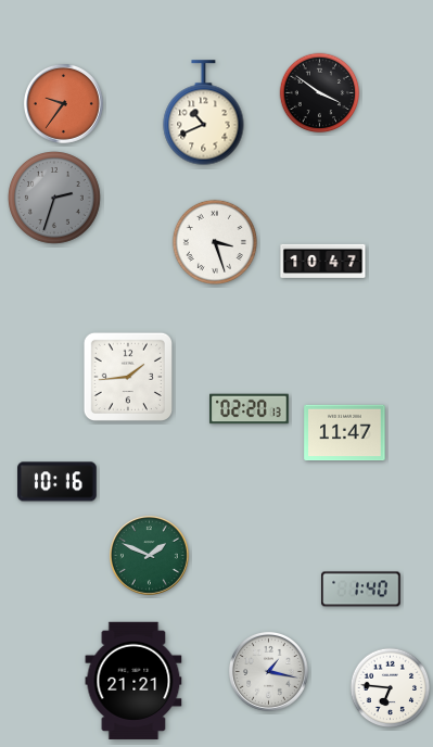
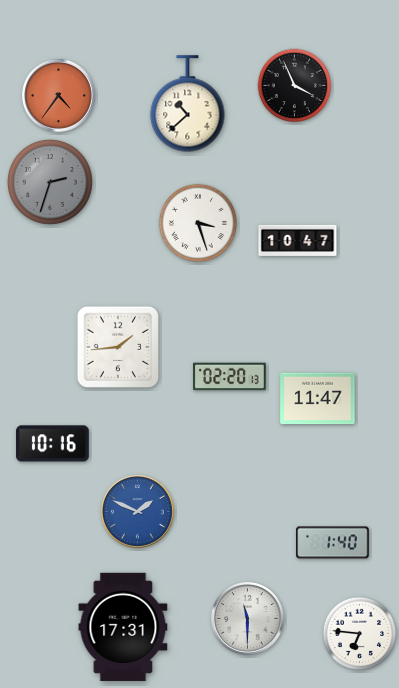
clock at (320, 93): 3:51 -> 3:56
clock at (63, 103): 9:36 -> 4:36
clock at (204, 113): 10:41 -> 10:38
clock at (149, 555) dial: green -> blue
clock at (268, 671): 1:17 -> 11:30
clock at (133, 681): 21:21 -> 17:31
